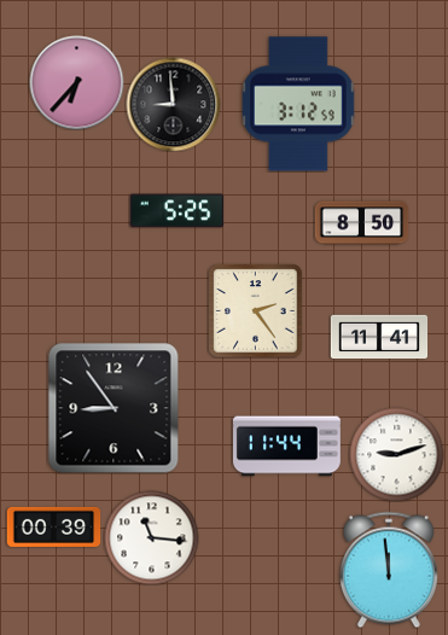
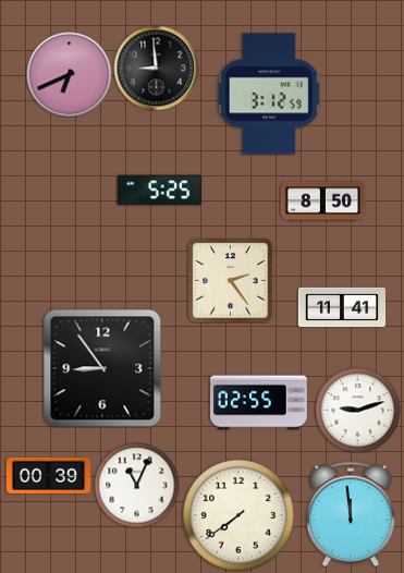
clock at (76, 82): 6:37 -> 6:41
clock at (173, 104) position: (173, 104) -> (156, 68)
clock at (361, 223) position: (361, 223) -> (322, 202)
clock at (379, 337) position: (379, 337) -> (342, 307)
clock at (286, 447): 11:44 -> 02:55
clock at (151, 537): 11:16 -> 11:04
clock at (240, 516): none -> 7:39
